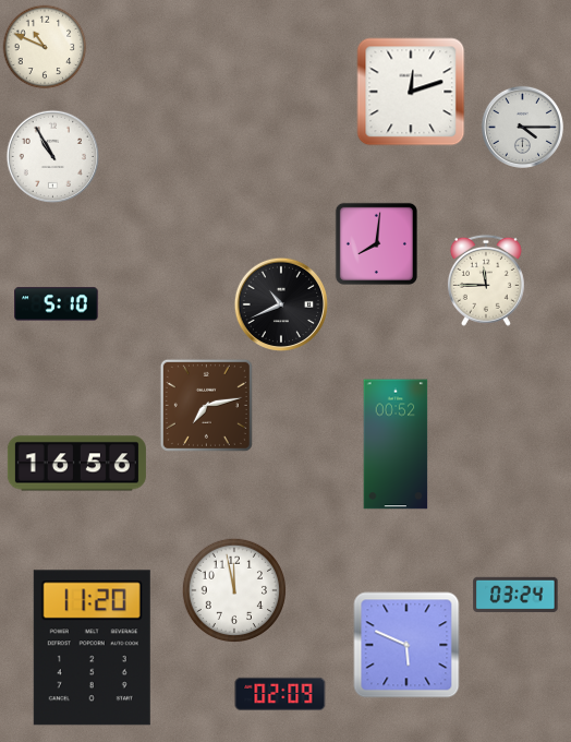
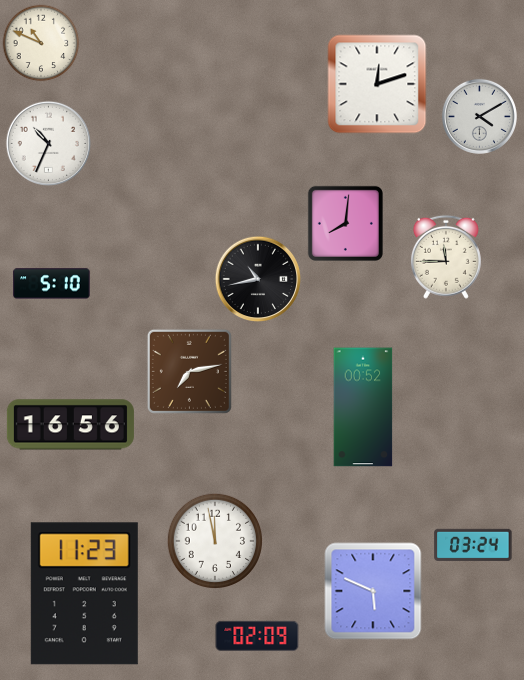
clock at (522, 127): 4:15 -> 4:10
clock at (52, 156): 10:55 -> 10:34
clock at (280, 303): 10:41 -> 10:43
clock at (57, 304) position: (57, 304) -> (52, 284)
clock at (92, 648): 11:20 -> 11:23
